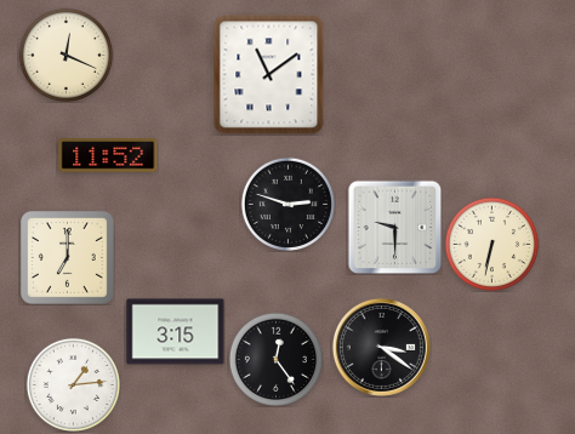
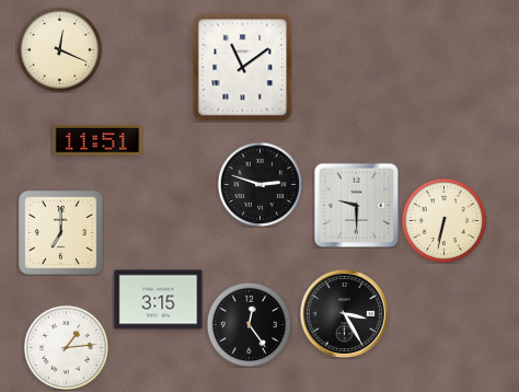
clock at (108, 155): 11:52 -> 11:51
clock at (381, 347): 3:21 -> 3:25
